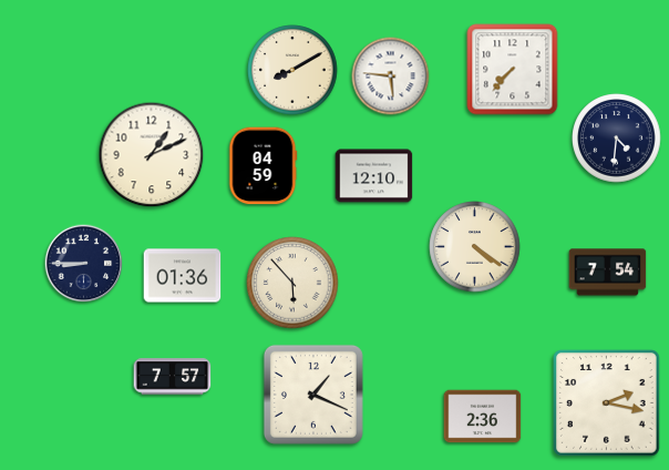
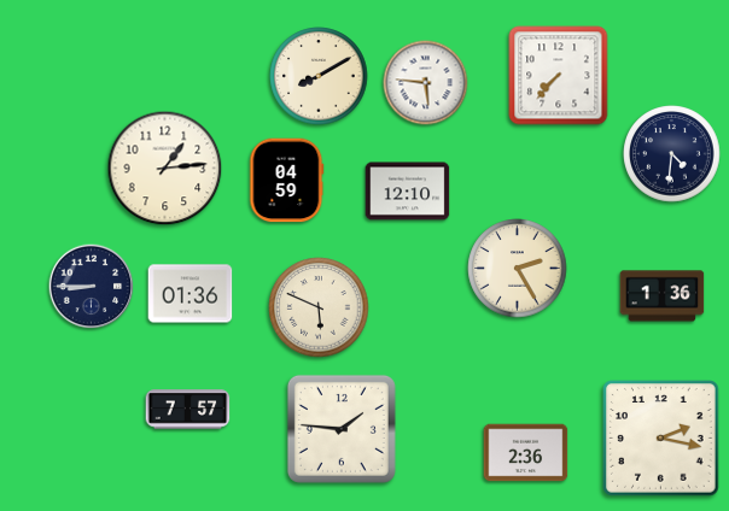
clock at (617, 139) position: (617, 139) -> (672, 154)
clock at (152, 155): 1:11 -> 1:14
clock at (475, 247): 4:21 -> 2:25
clock at (608, 273): 7:54 -> 1:36
clock at (183, 276) position: (183, 276) -> (191, 294)
clock at (292, 283): 5:53 -> 5:49
clock at (313, 395): 1:19 -> 1:46
